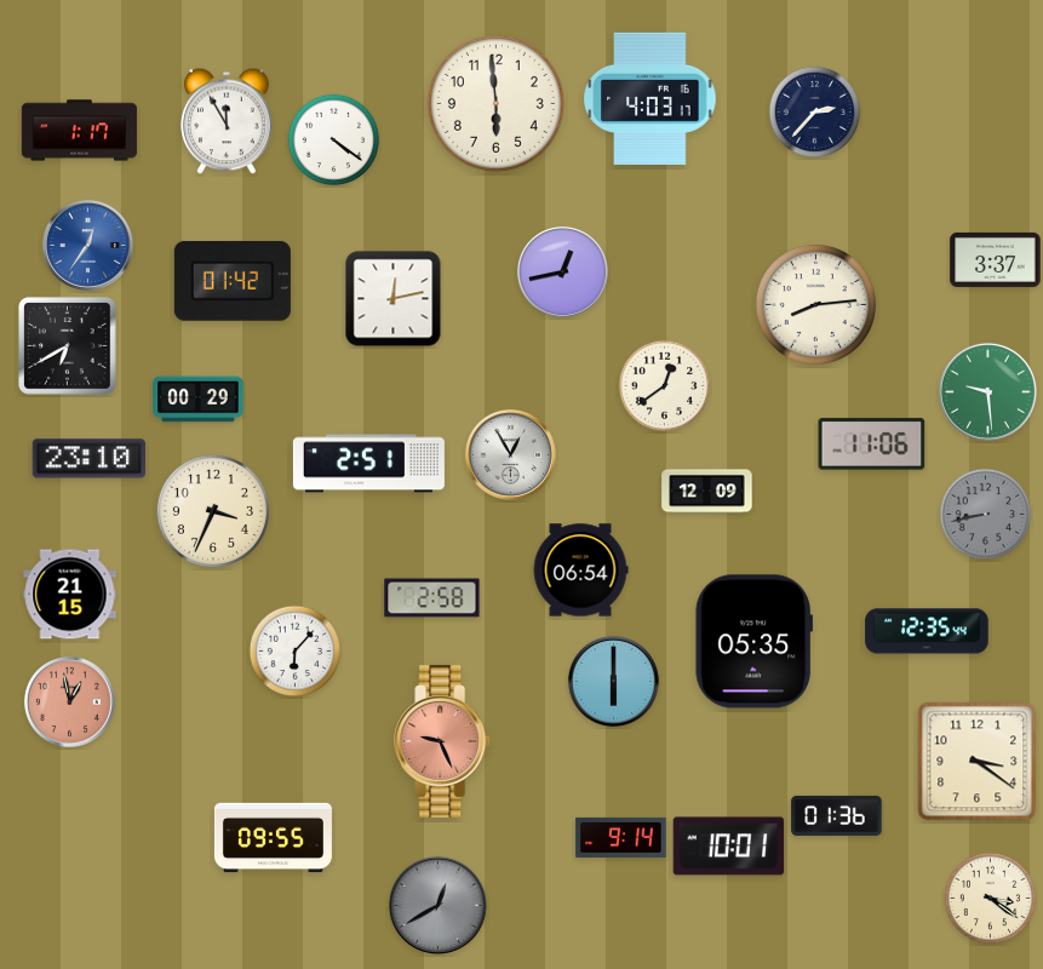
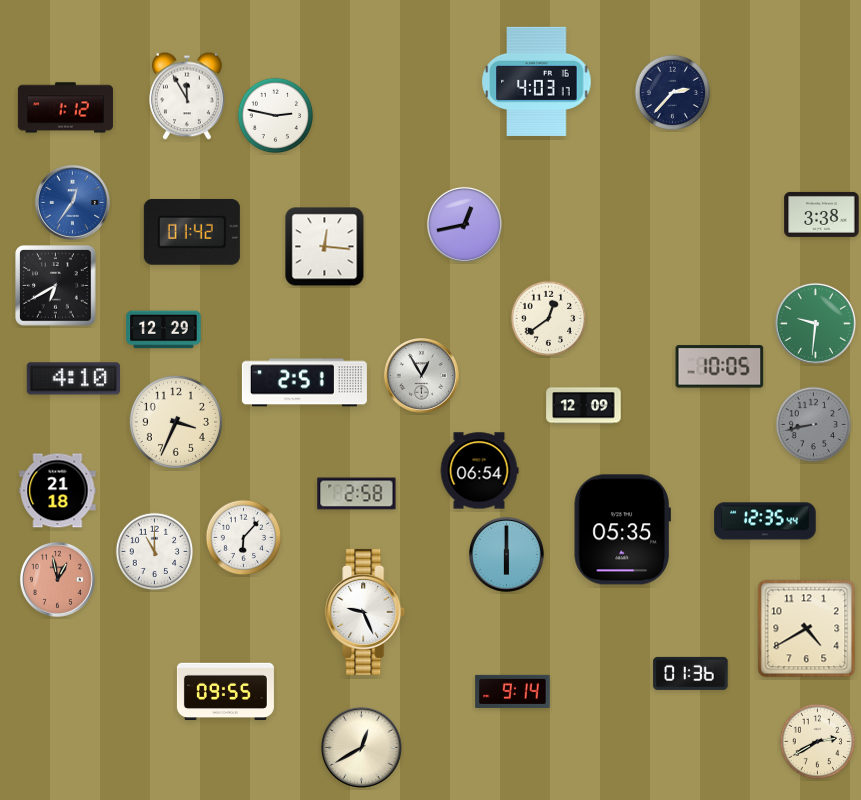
clock at (495, 103): 5:59 -> none
clock at (227, 121) position: (227, 121) -> (187, 96)
clock at (79, 131): 1:17 -> 1:12
clock at (334, 141): 4:21 -> 2:47
clock at (996, 259): 3:37 -> 3:38
clock at (394, 299): 12:13 -> 12:16
clock at (815, 304): 8:14 -> none
clock at (987, 391): 9:29 -> 9:31
clock at (199, 400): 00:29 -> 12:29
clock at (872, 445): 11:06 -> 10:05
clock at (88, 459): 23:10 -> 4:10
clock at (70, 595): 21:15 -> 21:18
clock at (155, 552): none -> 11:00
clock at (613, 681) position: (613, 681) -> (506, 554)
clock at (443, 741) dial: salmon -> white
clock at (978, 762): 3:21 -> 4:40
clock at (729, 847): 10:01 -> none
clock at (991, 899): 3:21 -> 2:40
clock at (437, 905) dial: grey -> cream
